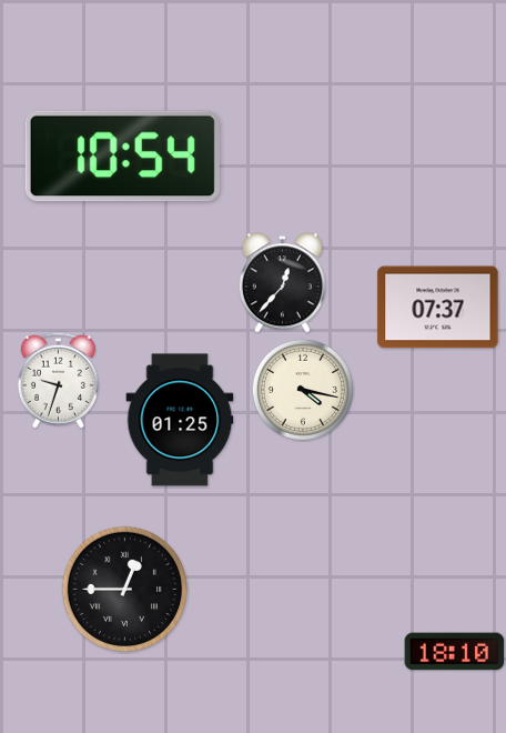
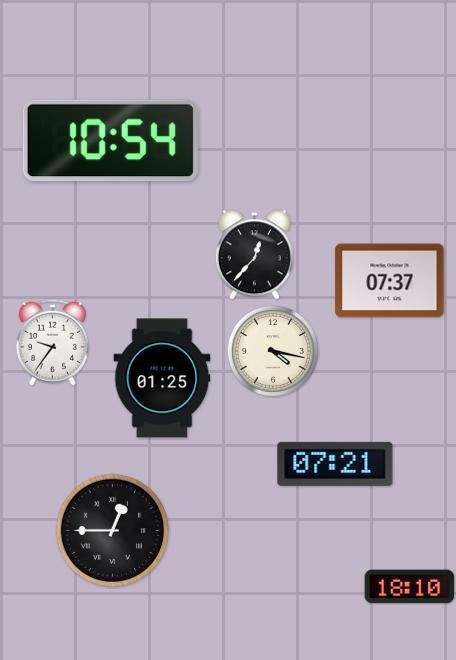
clock at (438, 308) position: (438, 308) -> (390, 281)
clock at (58, 380): 9:33 -> 9:36
clock at (335, 464): none -> 07:21
